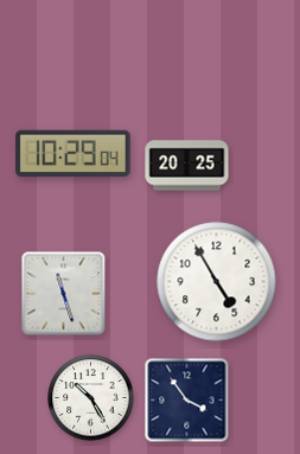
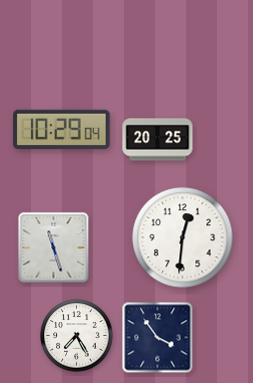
clock at (217, 282): 4:55 -> 12:31
clock at (91, 398): 10:25 -> 7:25
